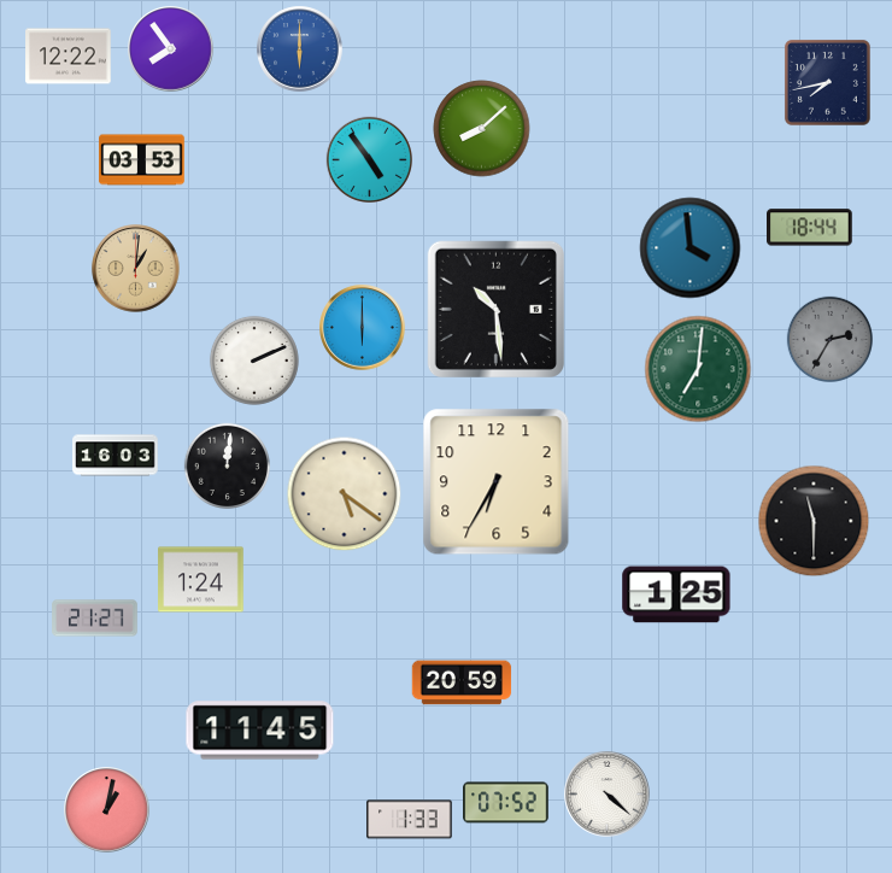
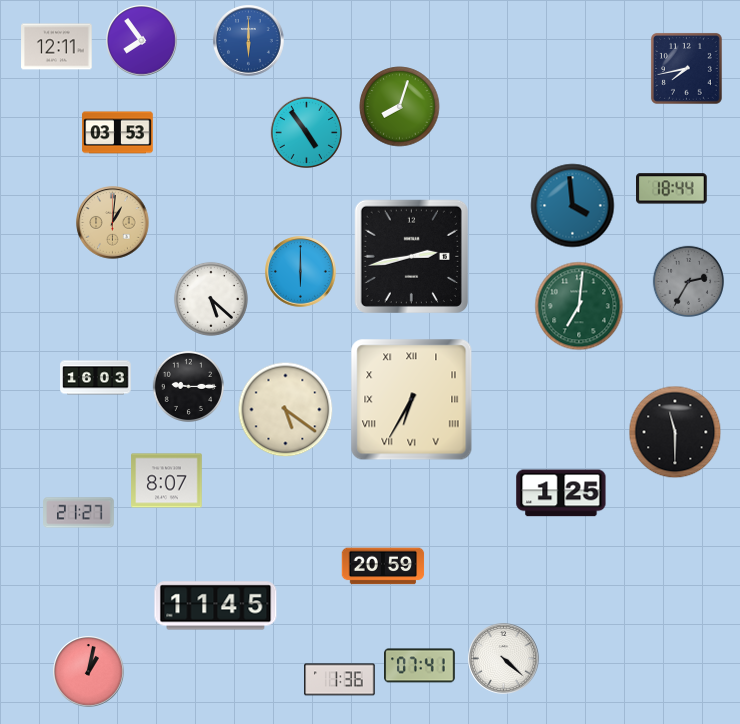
clock at (69, 57): 12:22 -> 12:11
clock at (482, 129): 8:08 -> 8:03
clock at (495, 309): 10:29 -> 2:43
clock at (254, 361): 2:11 -> 5:22
clock at (227, 465): 12:01 -> 9:15
clock at (497, 482) numerals: Arabic -> Roman
clock at (201, 580): 1:24 -> 8:07
clock at (506, 803): 07:52 -> 07:41
clock at (410, 820): 1:33 -> 1:36
